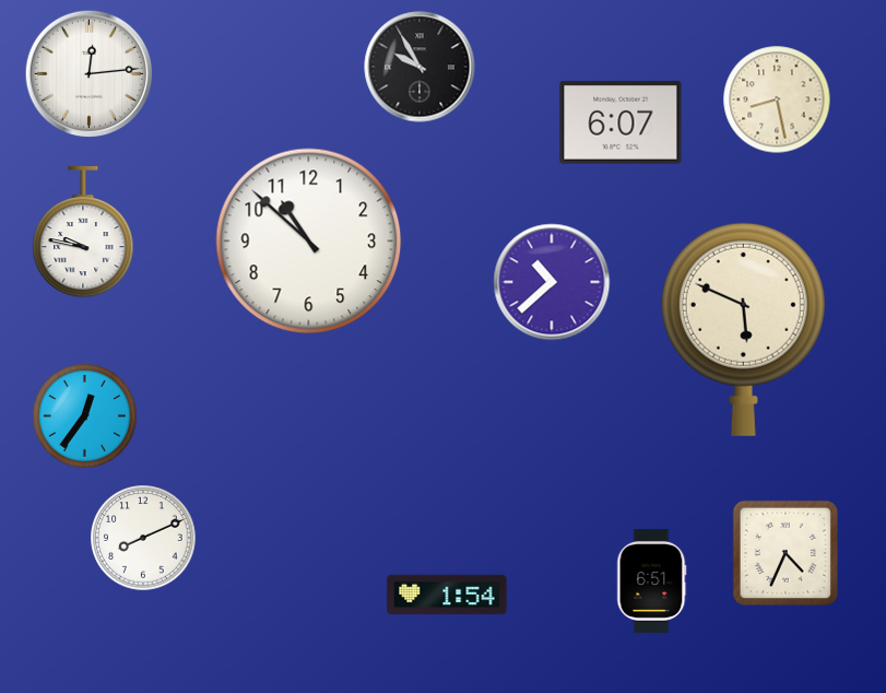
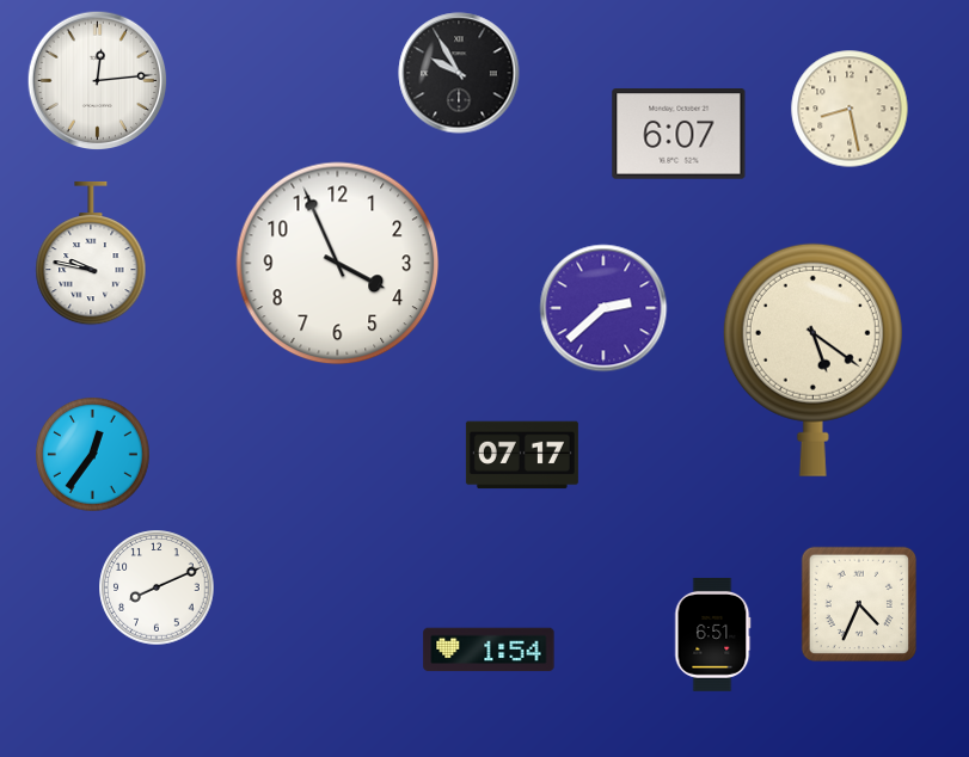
clock at (309, 242): 10:52 -> 3:56
clock at (552, 282): 10:38 -> 2:38
clock at (743, 329): 5:49 -> 5:21
clock at (522, 455): none -> 07:17
